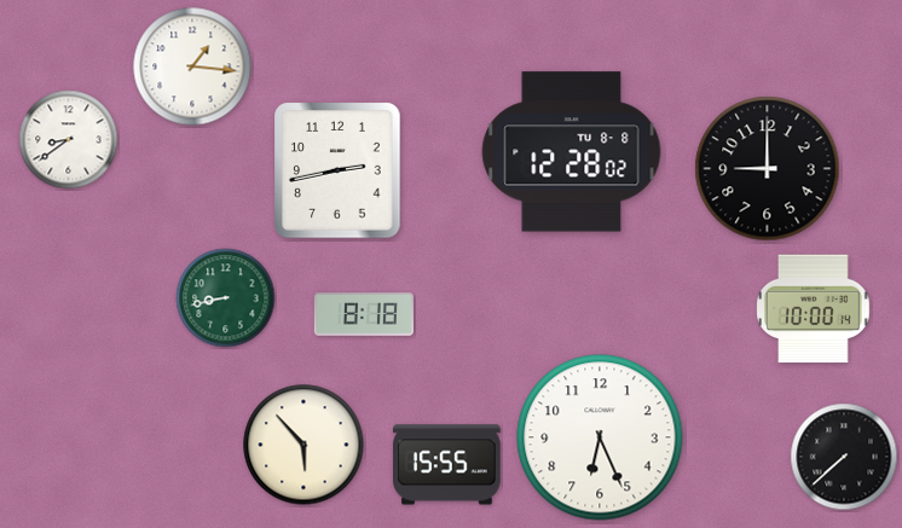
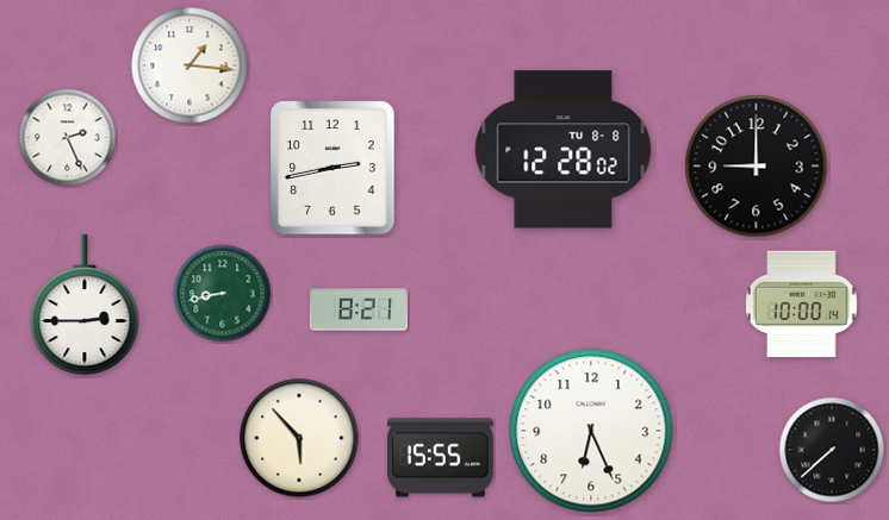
clock at (69, 140): 8:39 -> 2:26
clock at (85, 305): none -> 2:45
clock at (364, 314): 8:18 -> 8:21
